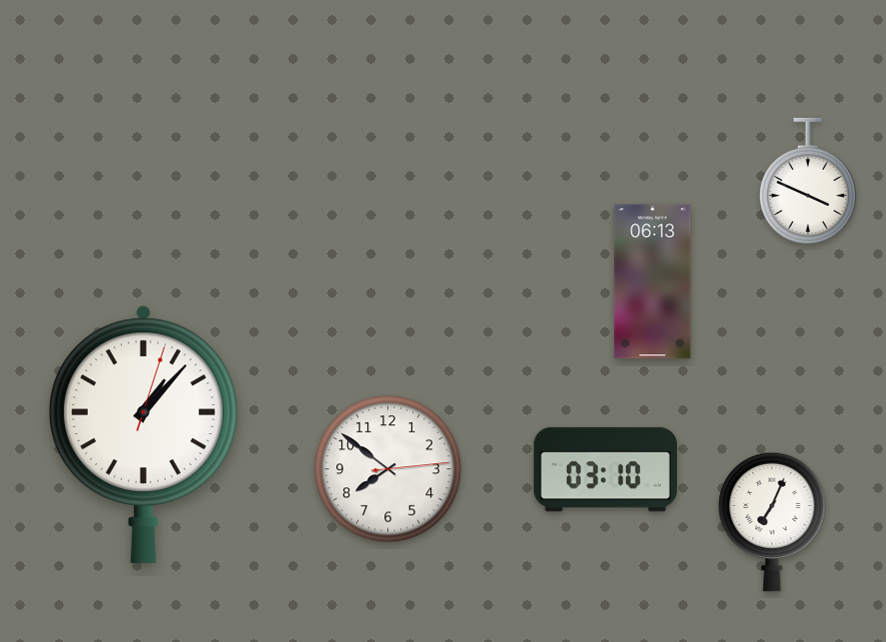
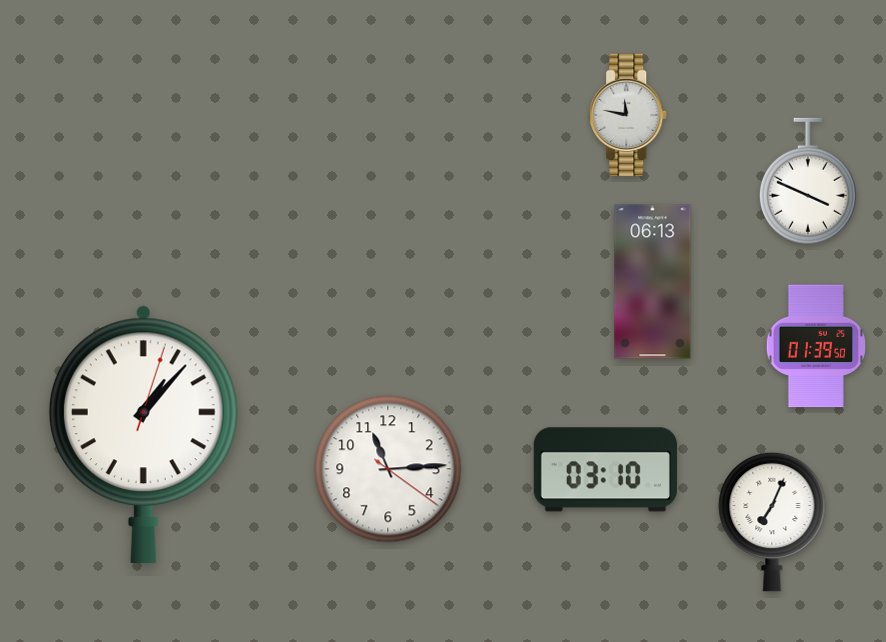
clock at (629, 115): none -> 11:47
clock at (816, 346): none -> 01:39
clock at (388, 469): 7:51 -> 11:14
